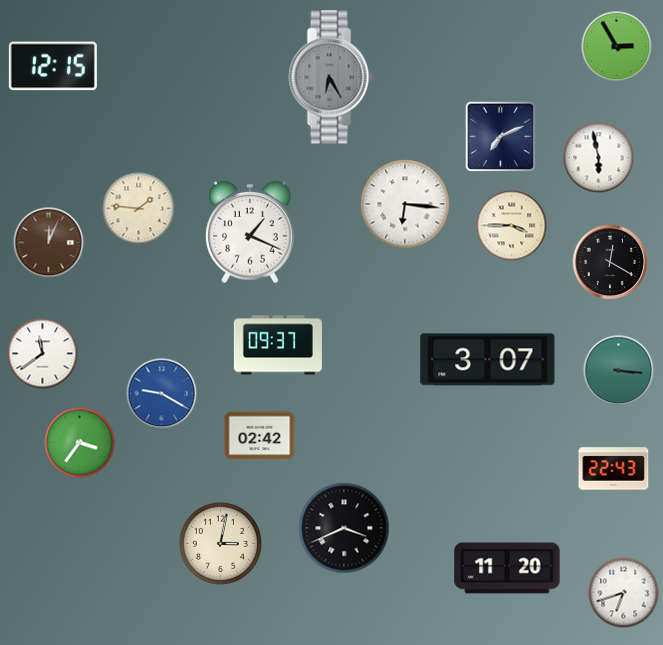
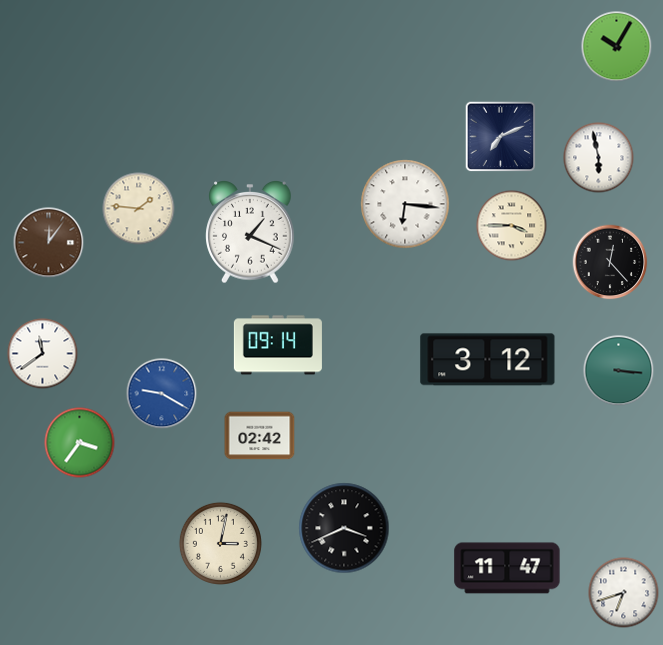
clock at (617, 47): 2:55 -> 10:05
clock at (53, 66): 12:15 -> none
clock at (331, 77): 6:25 -> none
clock at (49, 243): 12:04 -> 12:06
clock at (610, 262): 12:20 -> 12:23
clock at (278, 345): 09:37 -> 09:14
clock at (488, 360): 3:07 -> 3:12
clock at (614, 469): 22:43 -> none
clock at (507, 568): 11:20 -> 11:47
